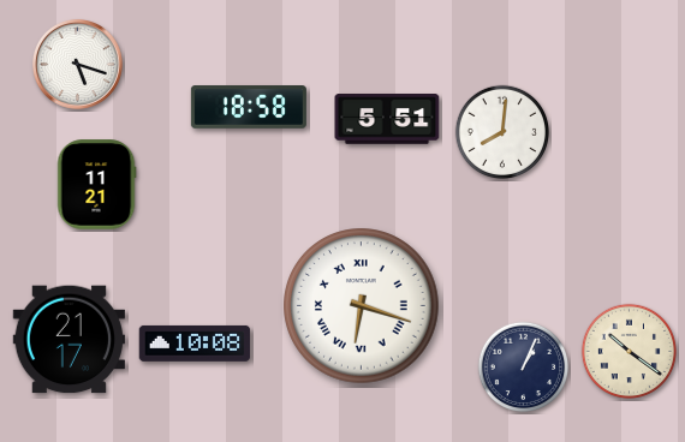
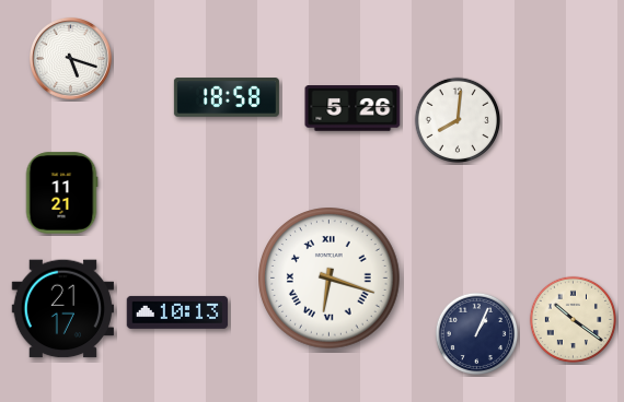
clock at (387, 120): 5:51 -> 5:26
clock at (96, 185) position: (96, 185) -> (61, 193)
clock at (195, 344): 10:08 -> 10:13
